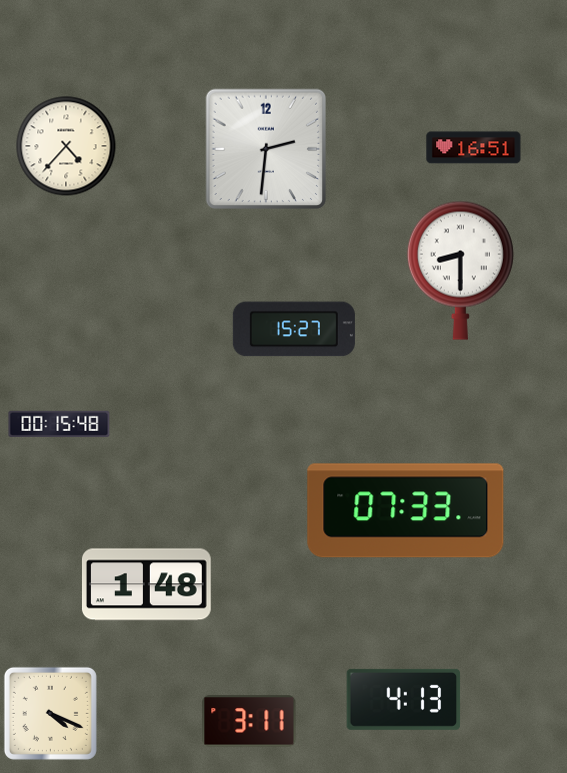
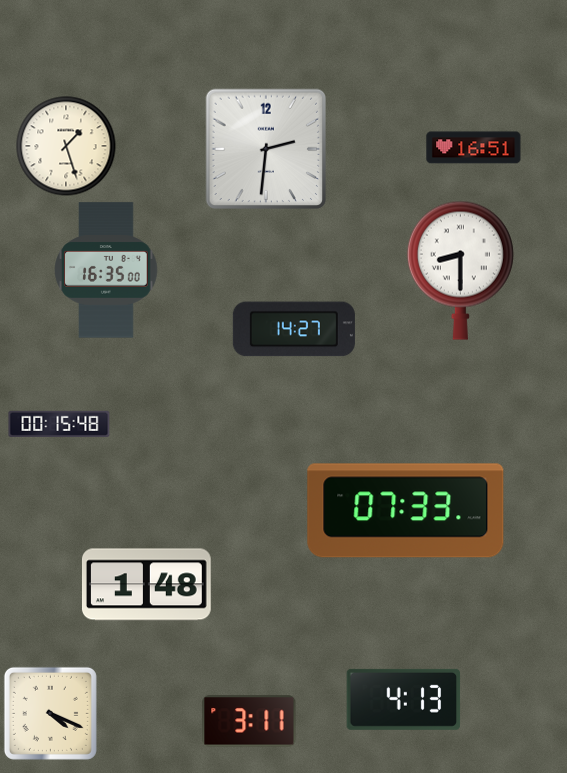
clock at (66, 146): 4:37 -> 1:27
clock at (106, 270): none -> 16:35
clock at (294, 329): 15:27 -> 14:27
